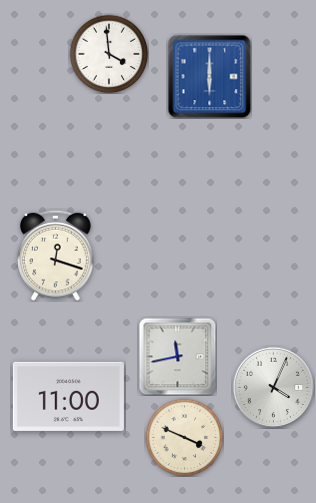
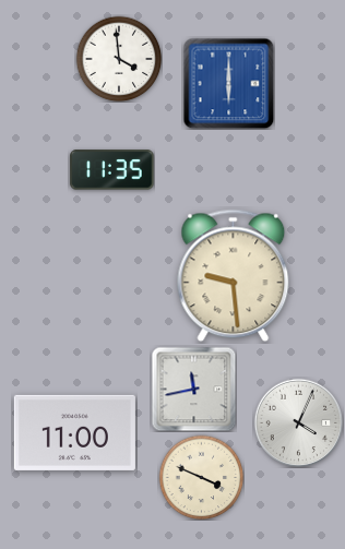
clock at (112, 170): none -> 11:35
clock at (234, 276): none -> 9:29
clock at (56, 255): 12:18 -> none
